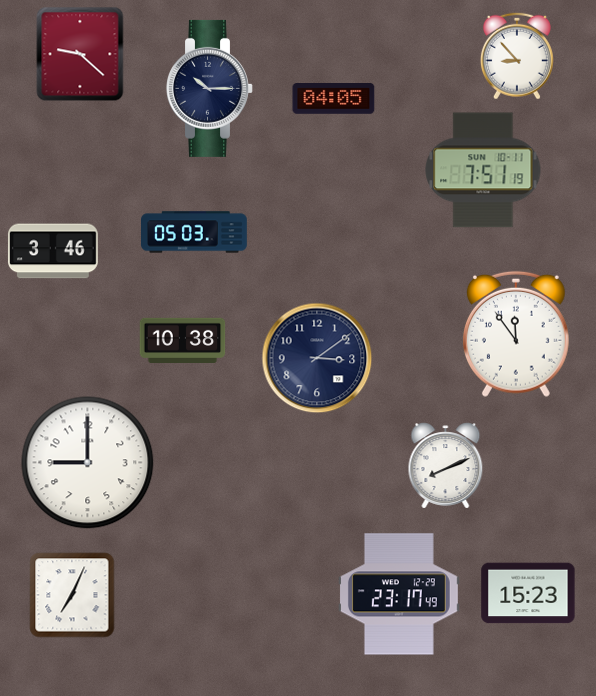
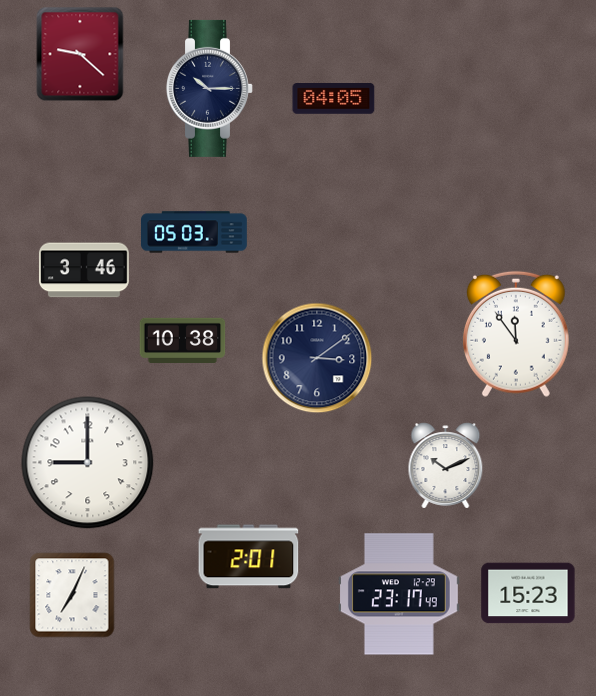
clock at (517, 56): 8:53 -> none
clock at (483, 170): 7:51 -> none
clock at (53, 251) position: (53, 251) -> (84, 270)
clock at (446, 466): 8:11 -> 10:11
clock at (249, 557): none -> 2:01
